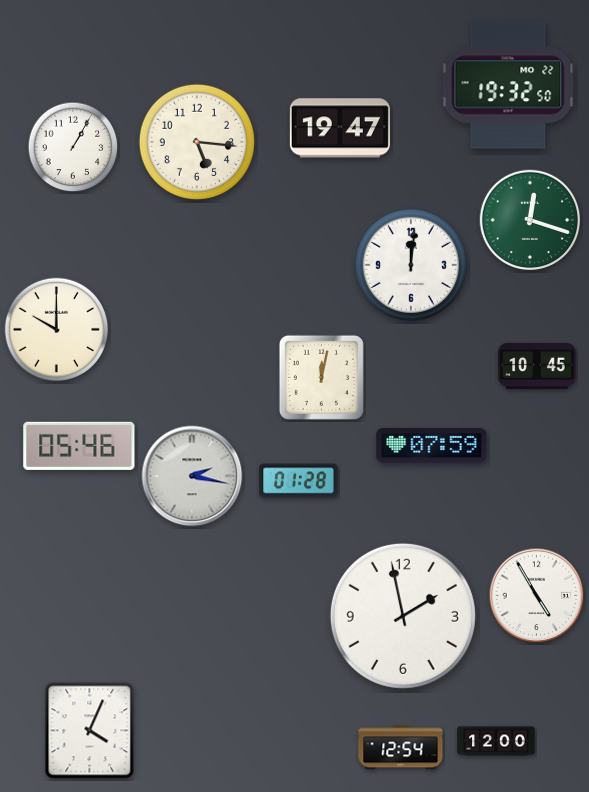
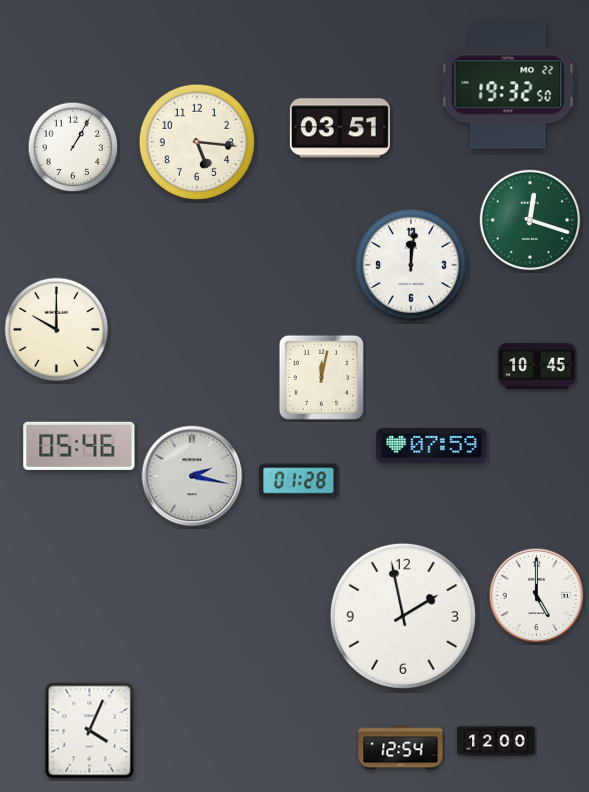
clock at (340, 128): 19:47 -> 03:51
clock at (537, 596): 4:55 -> 5:00
